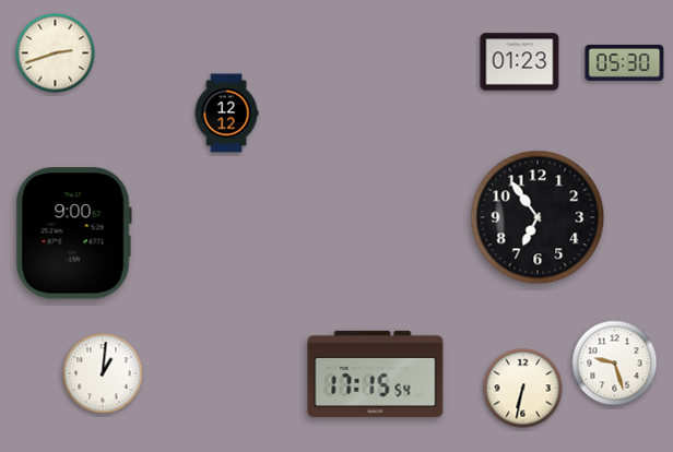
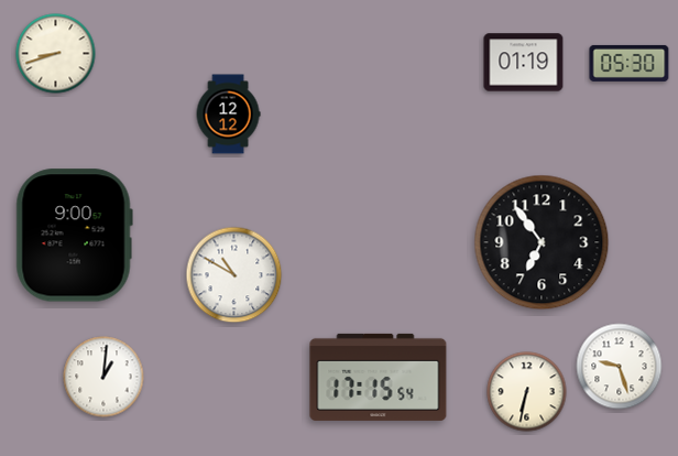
clock at (56, 53): 2:42 -> 8:42
clock at (520, 62): 01:23 -> 01:19
clock at (538, 217) position: (538, 217) -> (542, 242)
clock at (234, 275): none -> 10:50
